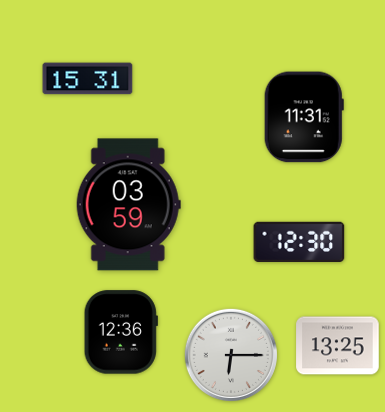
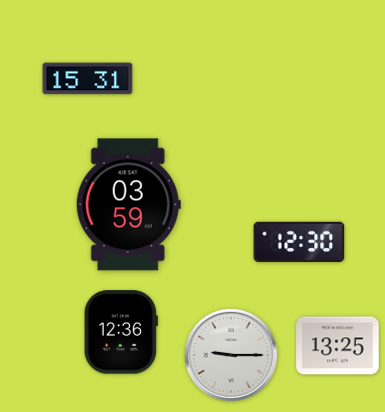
clock at (304, 117): 11:31 -> none
clock at (231, 355): 6:15 -> 9:15
